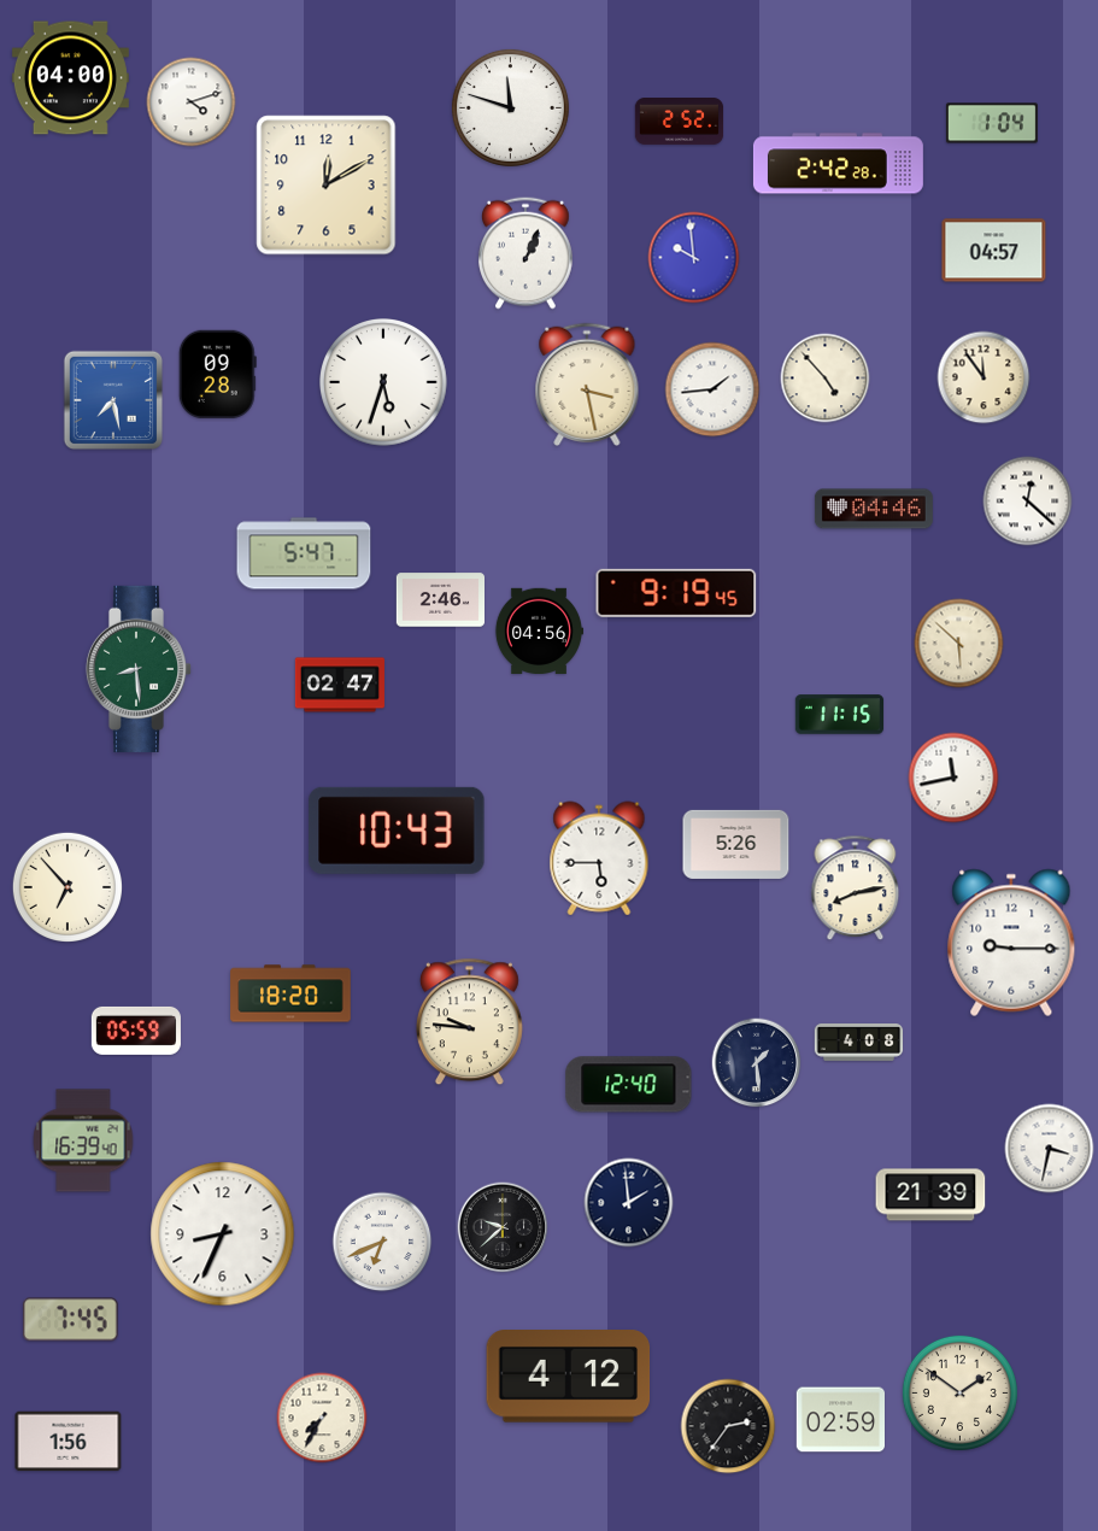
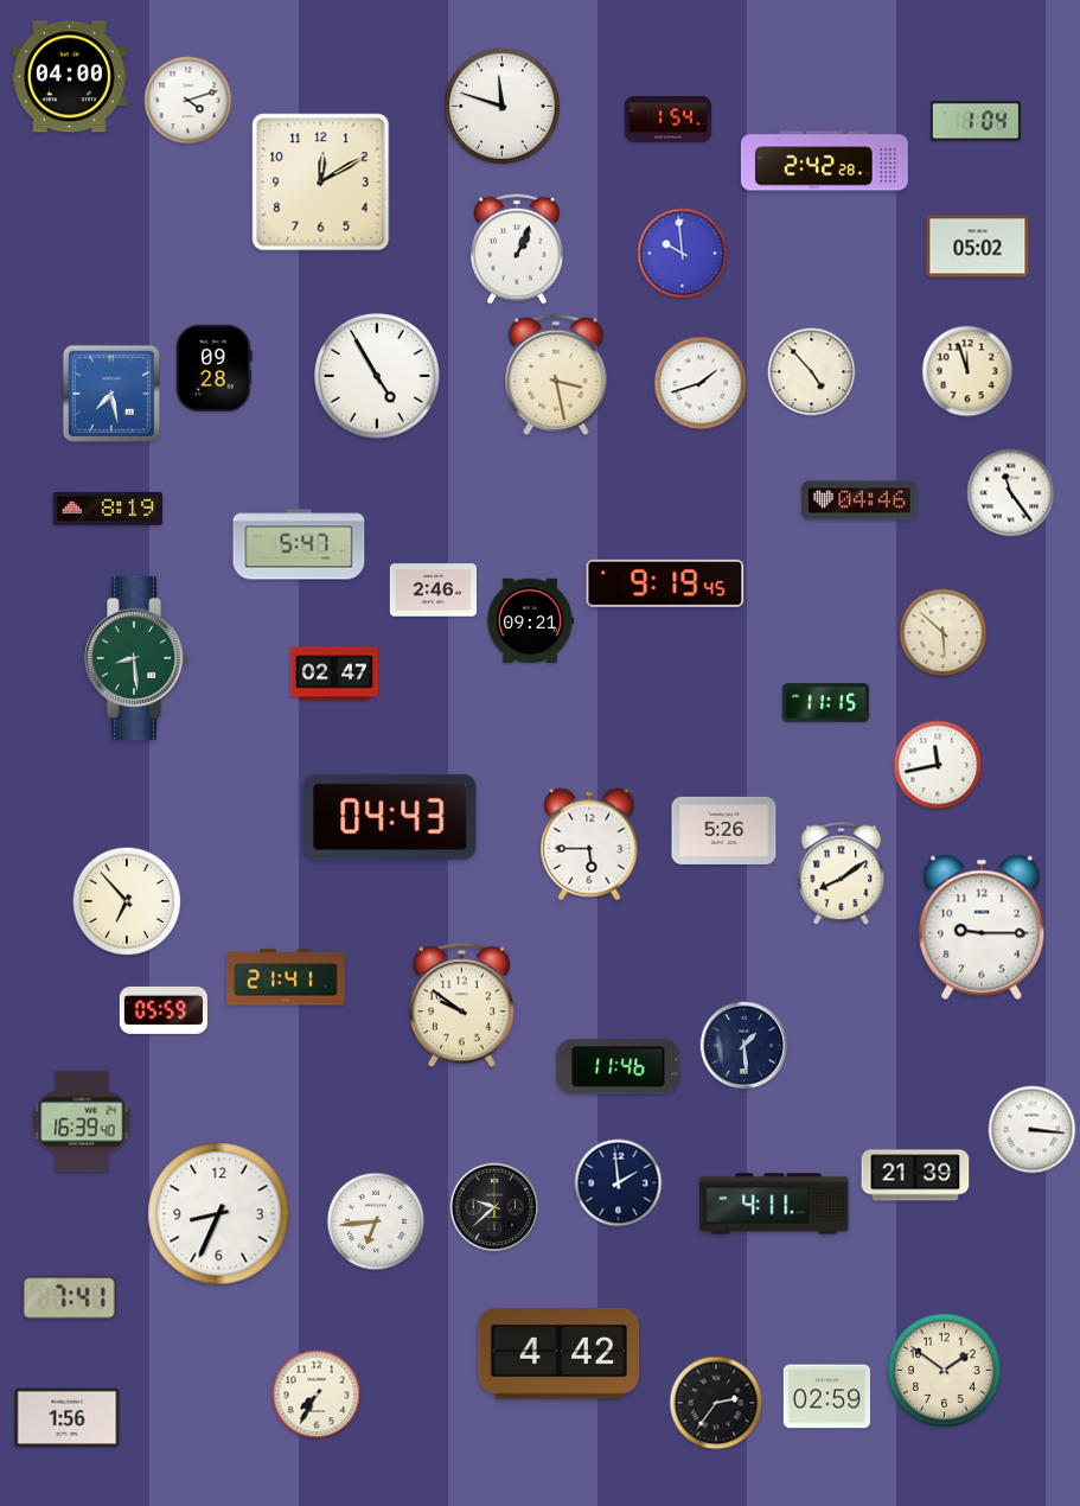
clock at (680, 122): 2:52 -> 1:54
clock at (994, 251): 04:57 -> 05:02
clock at (983, 377): 11:54 -> 11:57
clock at (384, 383): 5:33 -> 4:55
clock at (587, 383) position: (587, 383) -> (556, 374)
clock at (712, 389): 1:44 -> 1:42
clock at (1028, 501): 12:22 -> 11:24
clock at (108, 509): none -> 8:19
clock at (538, 630): 04:56 -> 09:21
clock at (397, 831): 10:43 -> 04:43
clock at (66, 886) position: (66, 886) -> (126, 900)
clock at (856, 888): 8:13 -> 8:09
clock at (1011, 943) position: (1011, 943) -> (982, 927)
clock at (290, 993): 18:20 -> 21:41
clock at (469, 1022): 9:46 -> 9:51
clock at (136, 1031) position: (136, 1031) -> (164, 1010)
clock at (859, 1043): 4:08 -> none
clock at (629, 1085): 12:40 -> 11:46
clock at (1050, 1149): 3:32 -> 3:16
clock at (774, 1204): none -> 4:11
clock at (382, 1242): 6:41 -> 6:44
clock at (71, 1320): 7:45 -> 7:41
clock at (569, 1377): 4:12 -> 4:42
